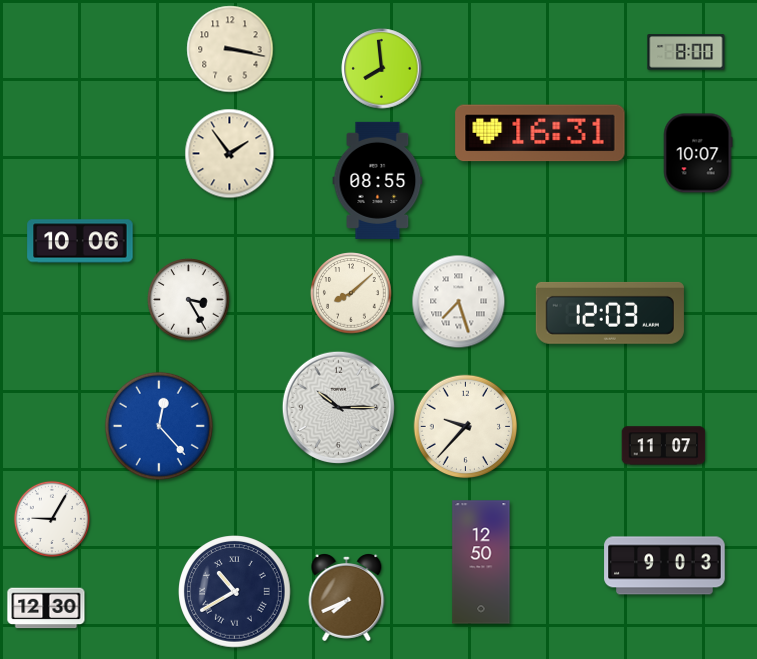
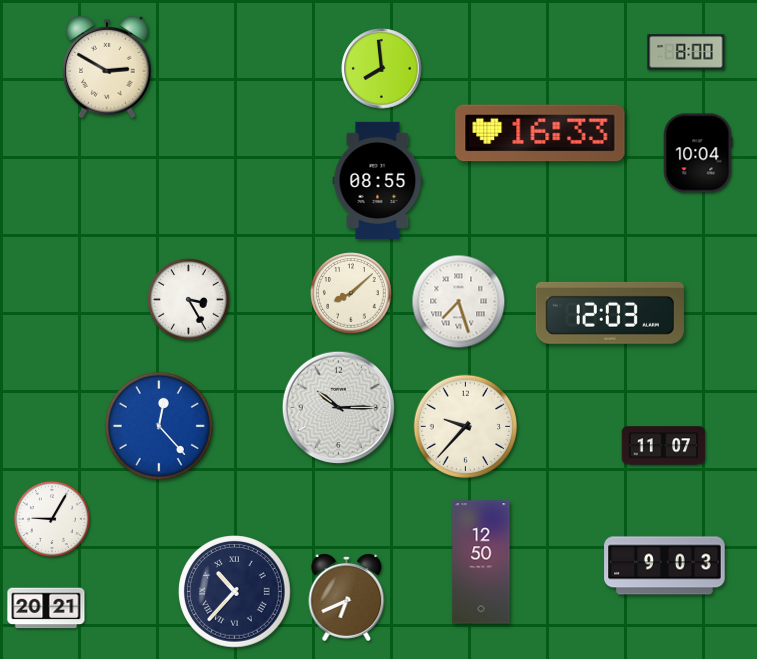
clock at (230, 49): 3:17 -> none
clock at (108, 67): none -> 2:50
clock at (540, 133): 16:31 -> 16:33
clock at (698, 153): 10:07 -> 10:04
clock at (230, 154): 1:54 -> none
clock at (80, 241): 10:06 -> none
clock at (235, 592): 10:40 -> 10:37
clock at (347, 598): 7:41 -> 6:41
clock at (46, 608): 12:30 -> 20:21
